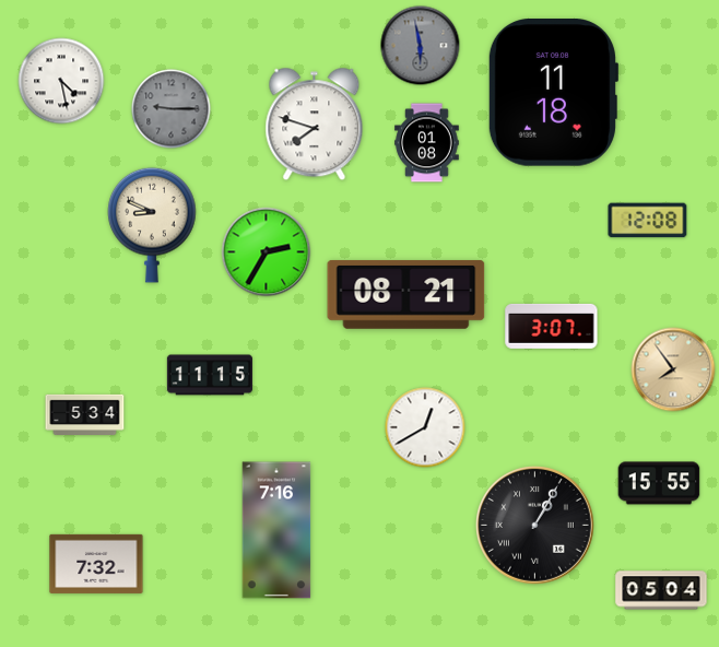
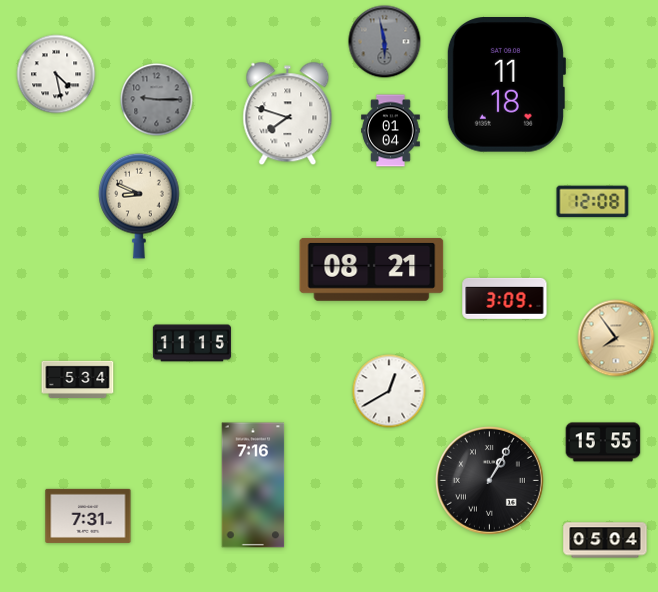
clock at (427, 143): 01:08 -> 01:04
clock at (267, 252): 2:35 -> none
clock at (552, 326): 3:07 -> 3:09
clock at (96, 564): 7:32 -> 7:31
